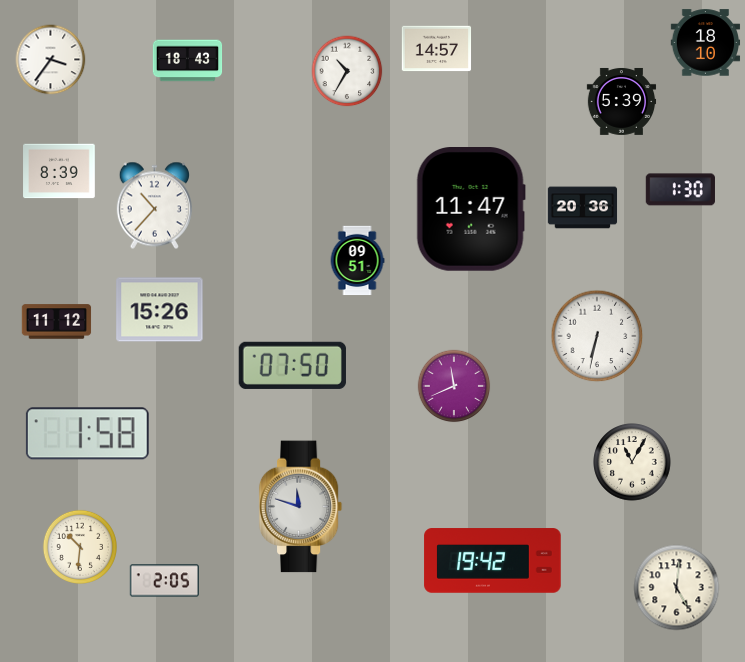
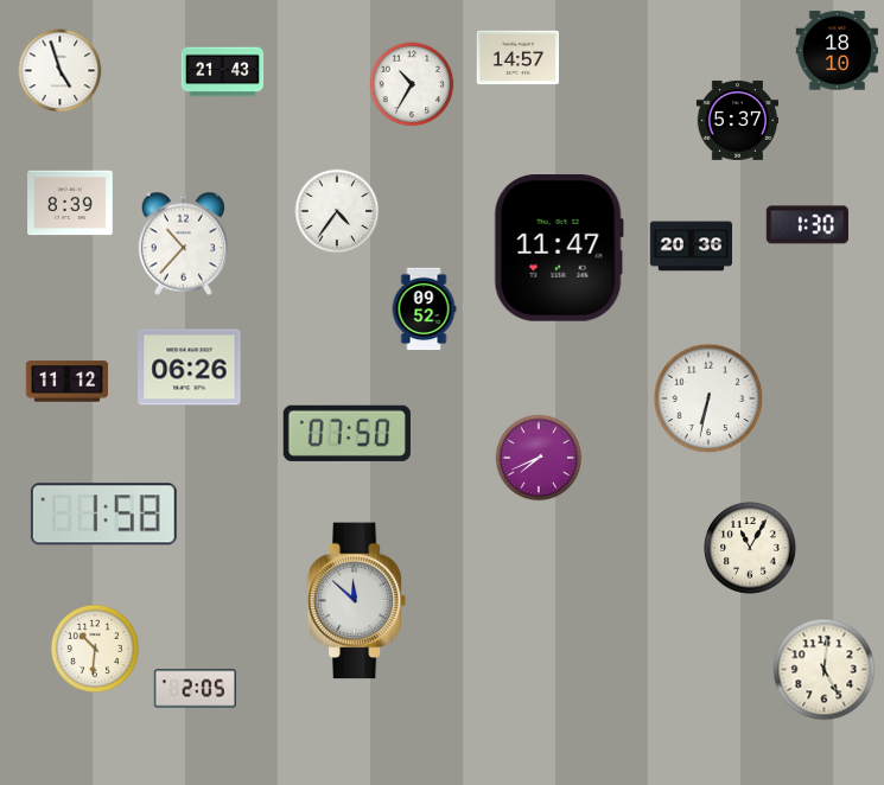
clock at (51, 60): 3:36 -> 4:57
clock at (188, 61): 18:43 -> 21:43
clock at (622, 101): 5:39 -> 5:37
clock at (337, 211): none -> 4:36
clock at (357, 261): 09:51 -> 09:52
clock at (160, 310): 15:26 -> 06:26
clock at (454, 386): 11:41 -> 7:41
clock at (301, 507): 11:48 -> 11:52
clock at (493, 561): 19:42 -> none
clock at (677, 588) position: (677, 588) -> (825, 670)
